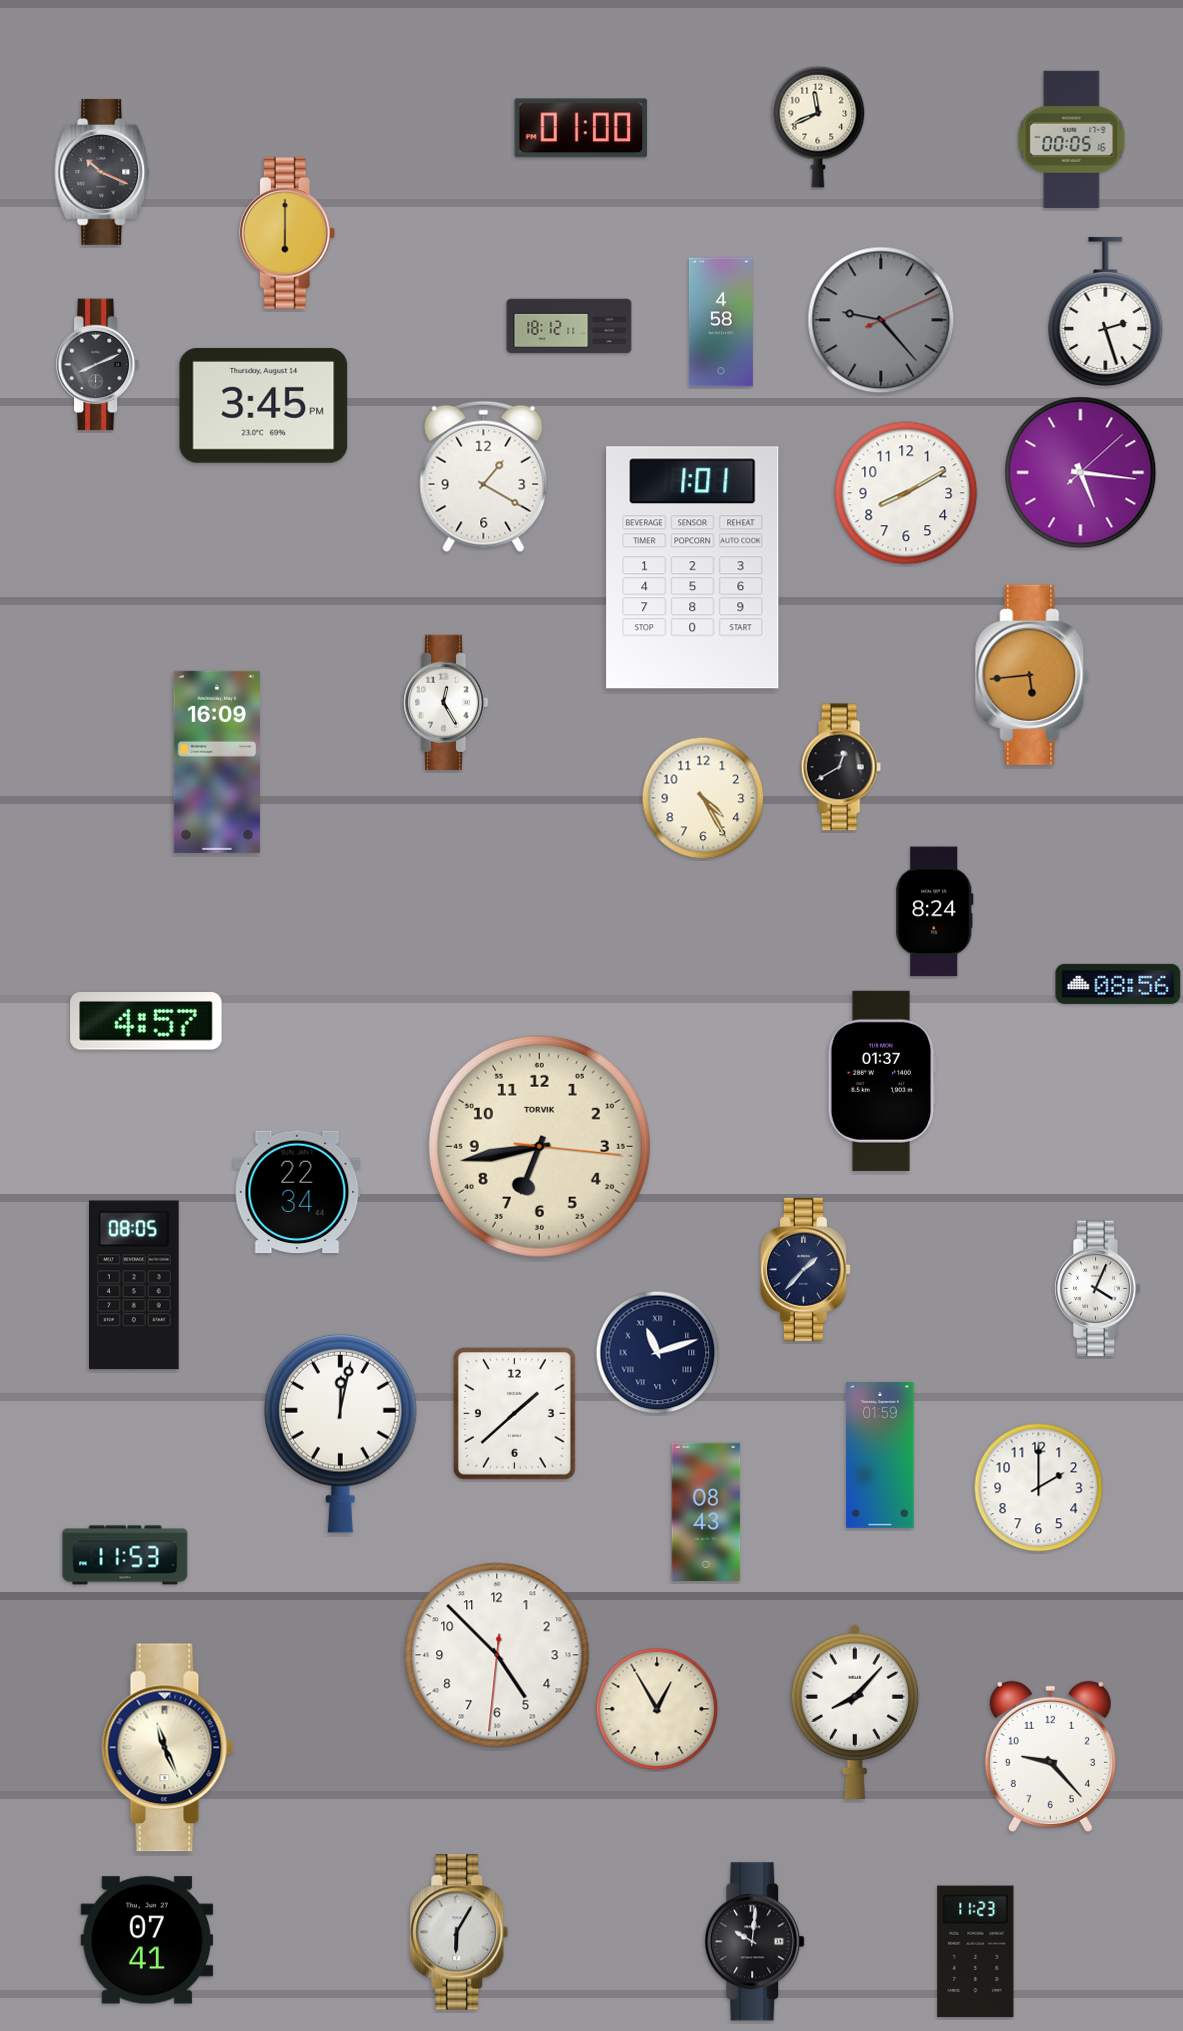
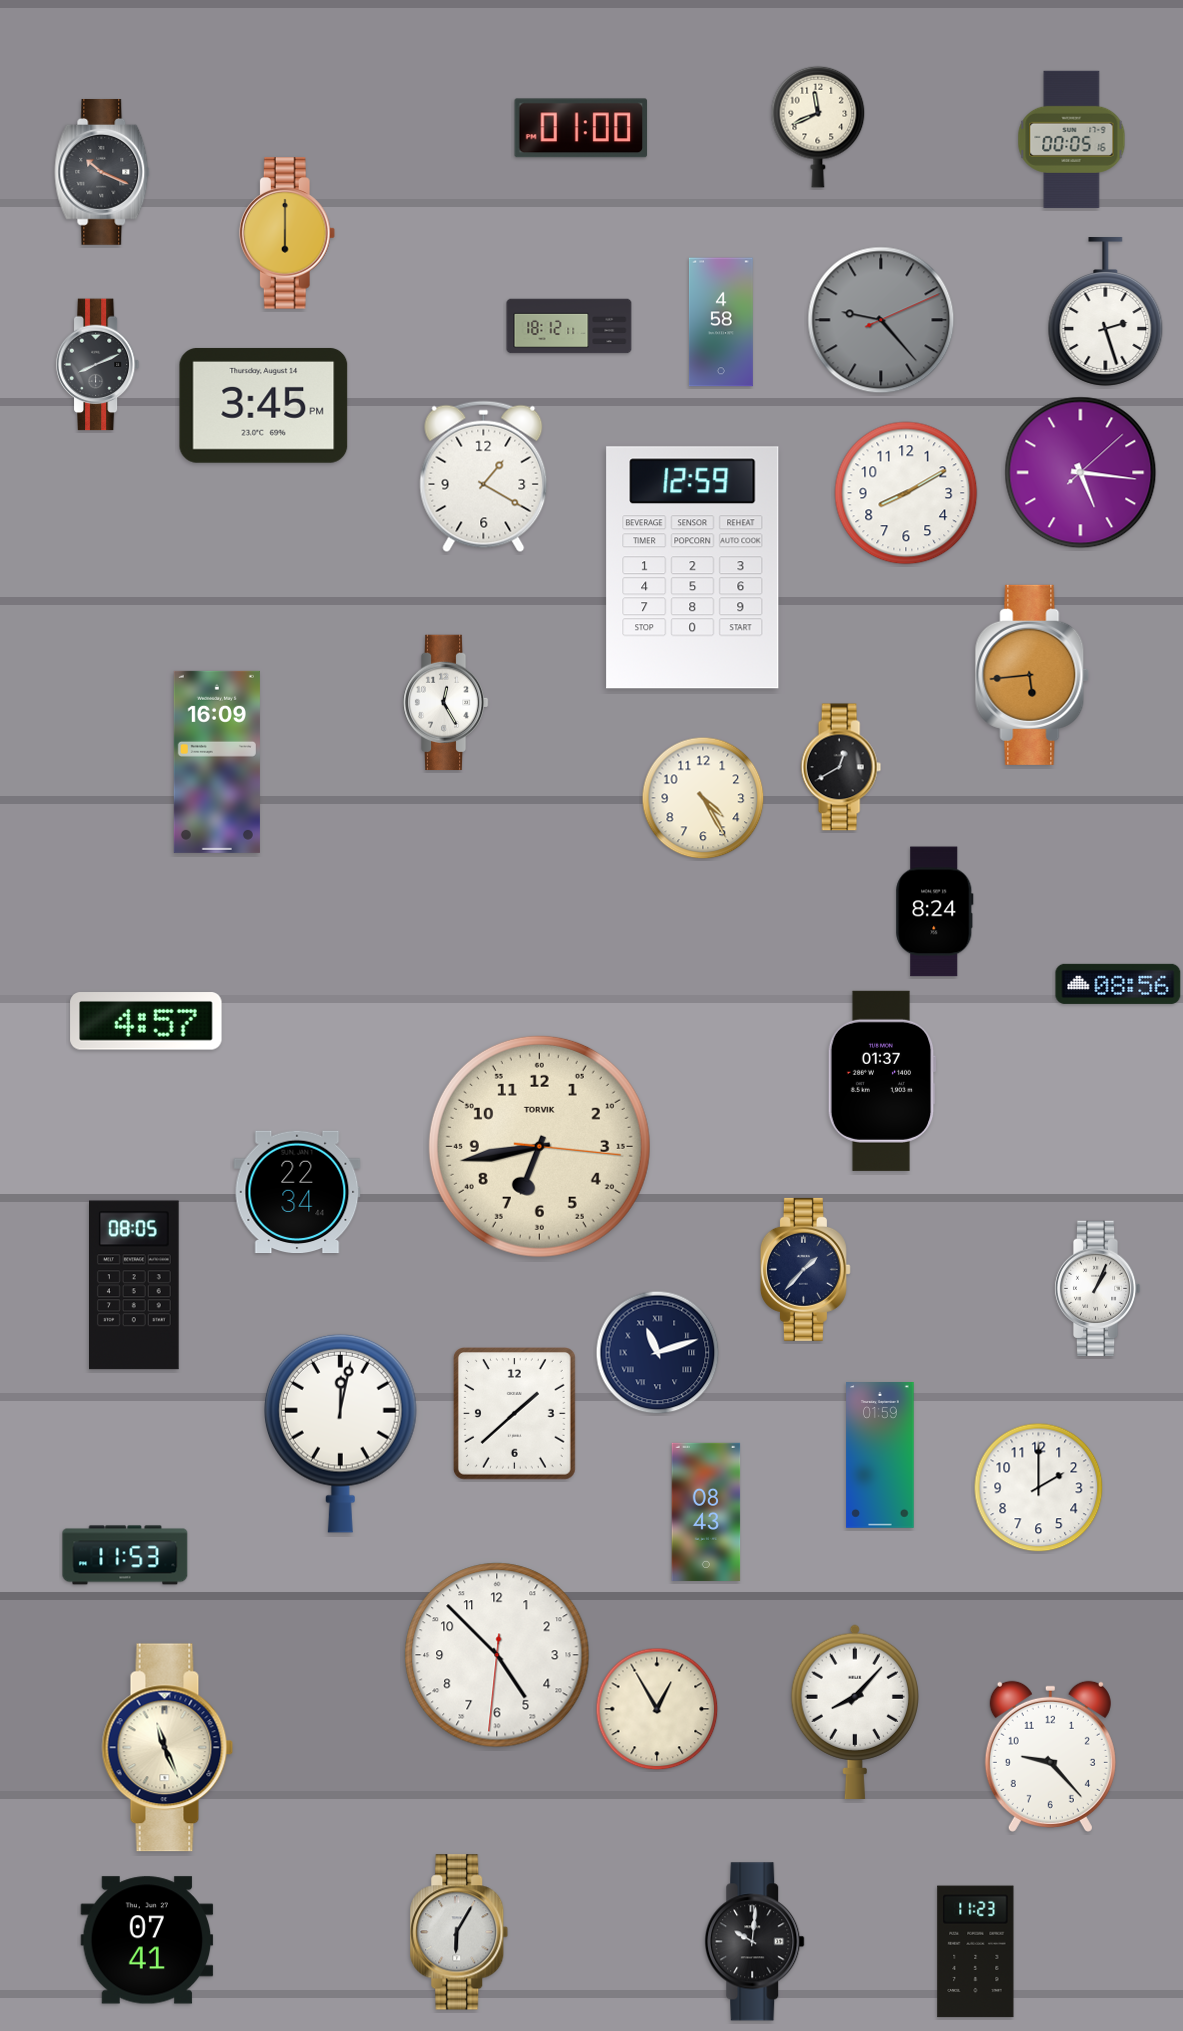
clock at (693, 568): 1:01 -> 12:59
clock at (1097, 1289): 4:04 -> 1:04
